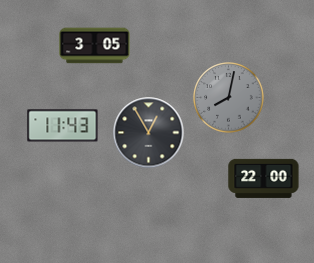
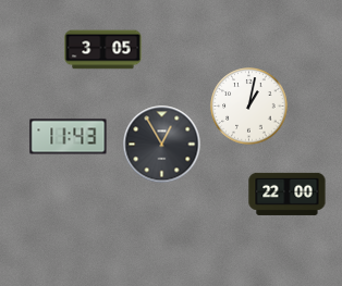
clock at (229, 98): 8:02 -> 1:02
clock at (229, 98) dial: grey -> white
